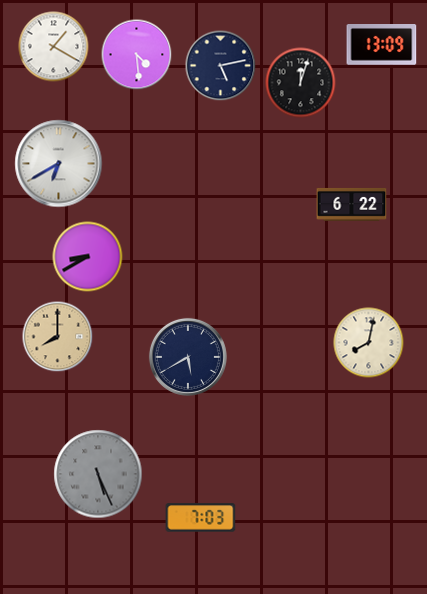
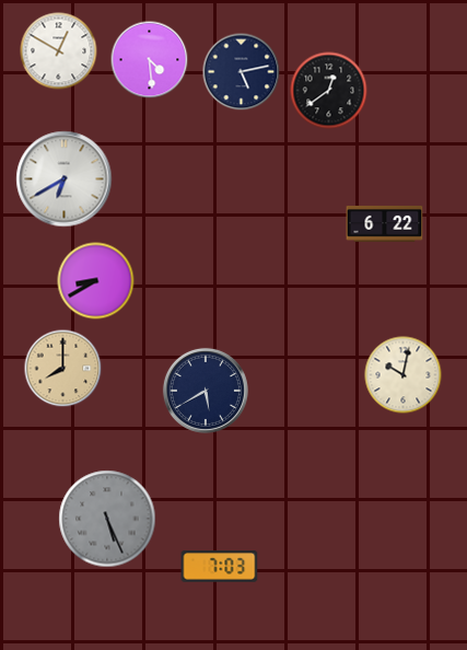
clock at (382, 45): 13:09 -> none
clock at (54, 47): 1:20 -> 12:50
clock at (301, 83): 12:03 -> 12:39
clock at (369, 343): 8:02 -> 10:02
